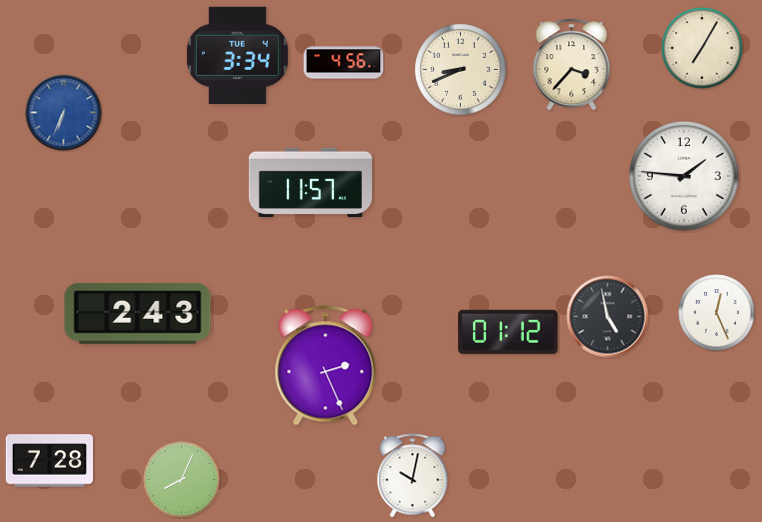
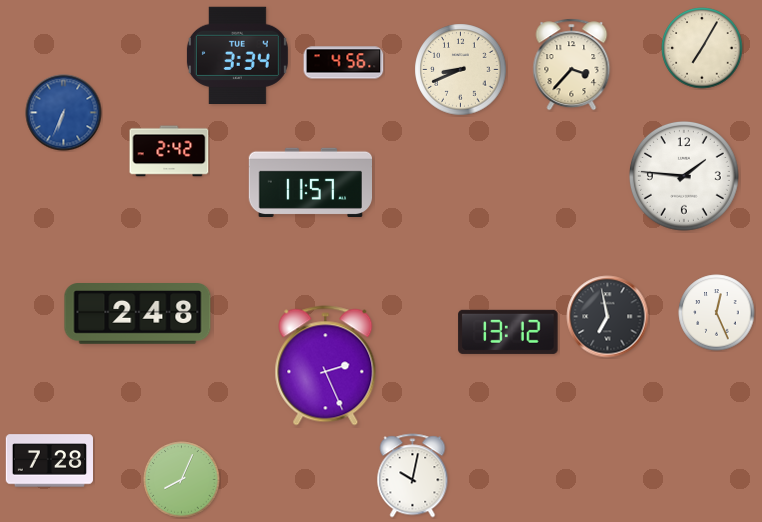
clock at (169, 151): none -> 2:42
clock at (138, 314): 2:43 -> 2:48
clock at (608, 317): 4:58 -> 6:58
clock at (508, 332): 01:12 -> 13:12
